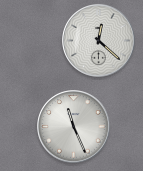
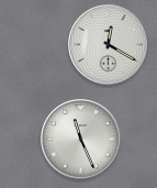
clock at (99, 41): 12:22 -> 12:20
